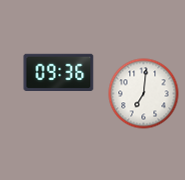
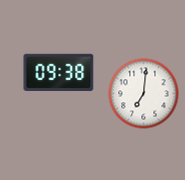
clock at (59, 72): 09:36 -> 09:38
